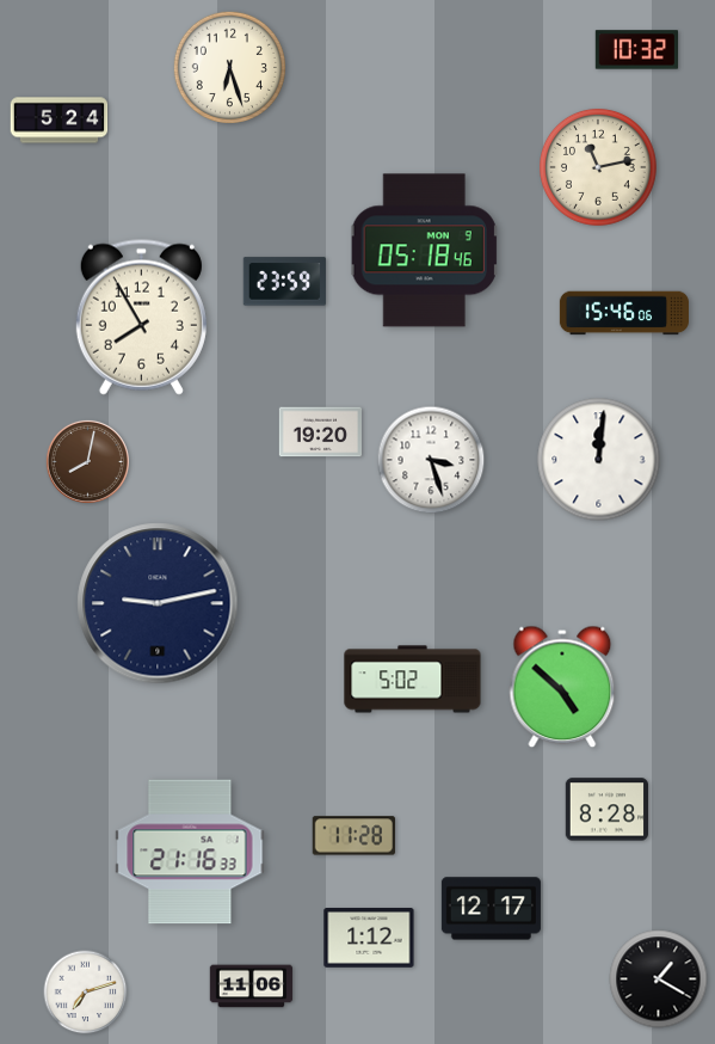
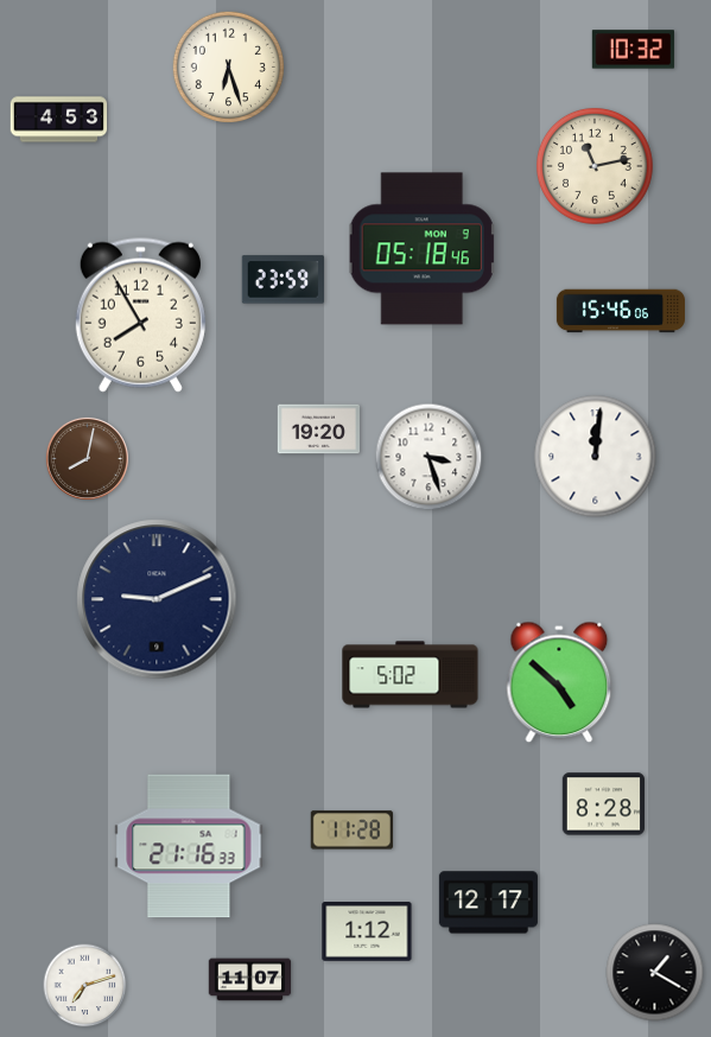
clock at (60, 121): 5:24 -> 4:53
clock at (158, 603): 9:13 -> 9:11
clock at (252, 987): 11:06 -> 11:07
